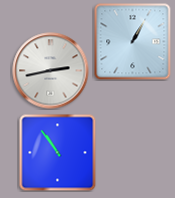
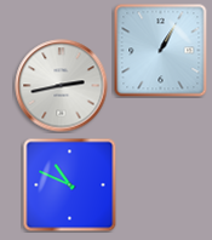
clock at (57, 152): 10:54 -> 10:49
